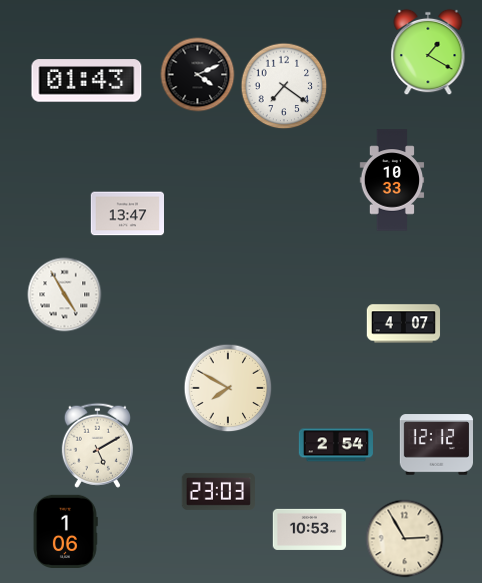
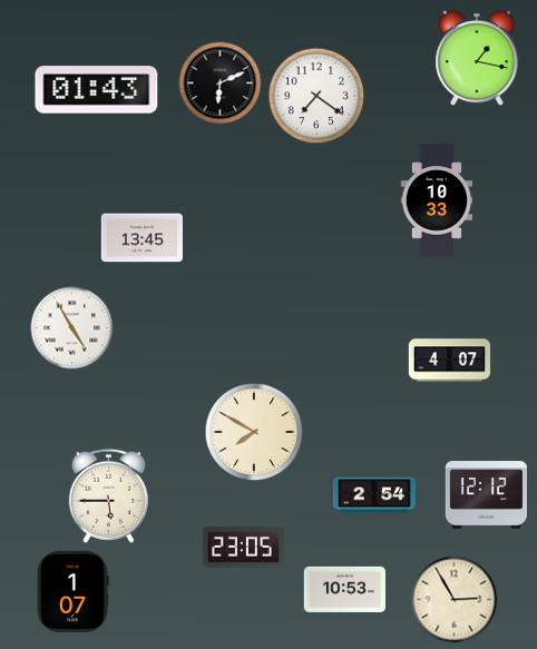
clock at (428, 52): 1:20 -> 1:17
clock at (198, 75): 4:11 -> 6:11
clock at (128, 214): 13:47 -> 13:45
clock at (97, 445): 5:10 -> 5:45
clock at (218, 491): 23:03 -> 23:05
clock at (65, 531): 1:06 -> 1:07
clock at (405, 539) position: (405, 539) -> (455, 600)
